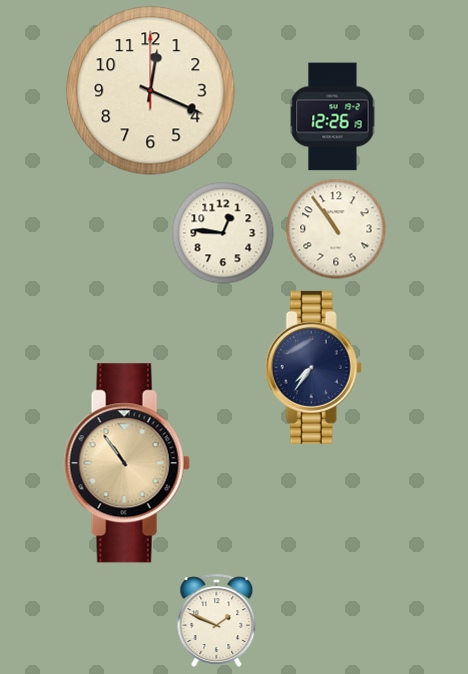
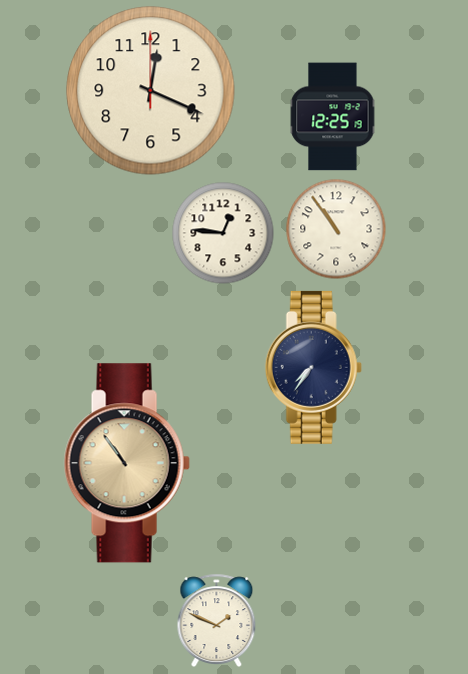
clock at (333, 117): 12:26 -> 12:25
